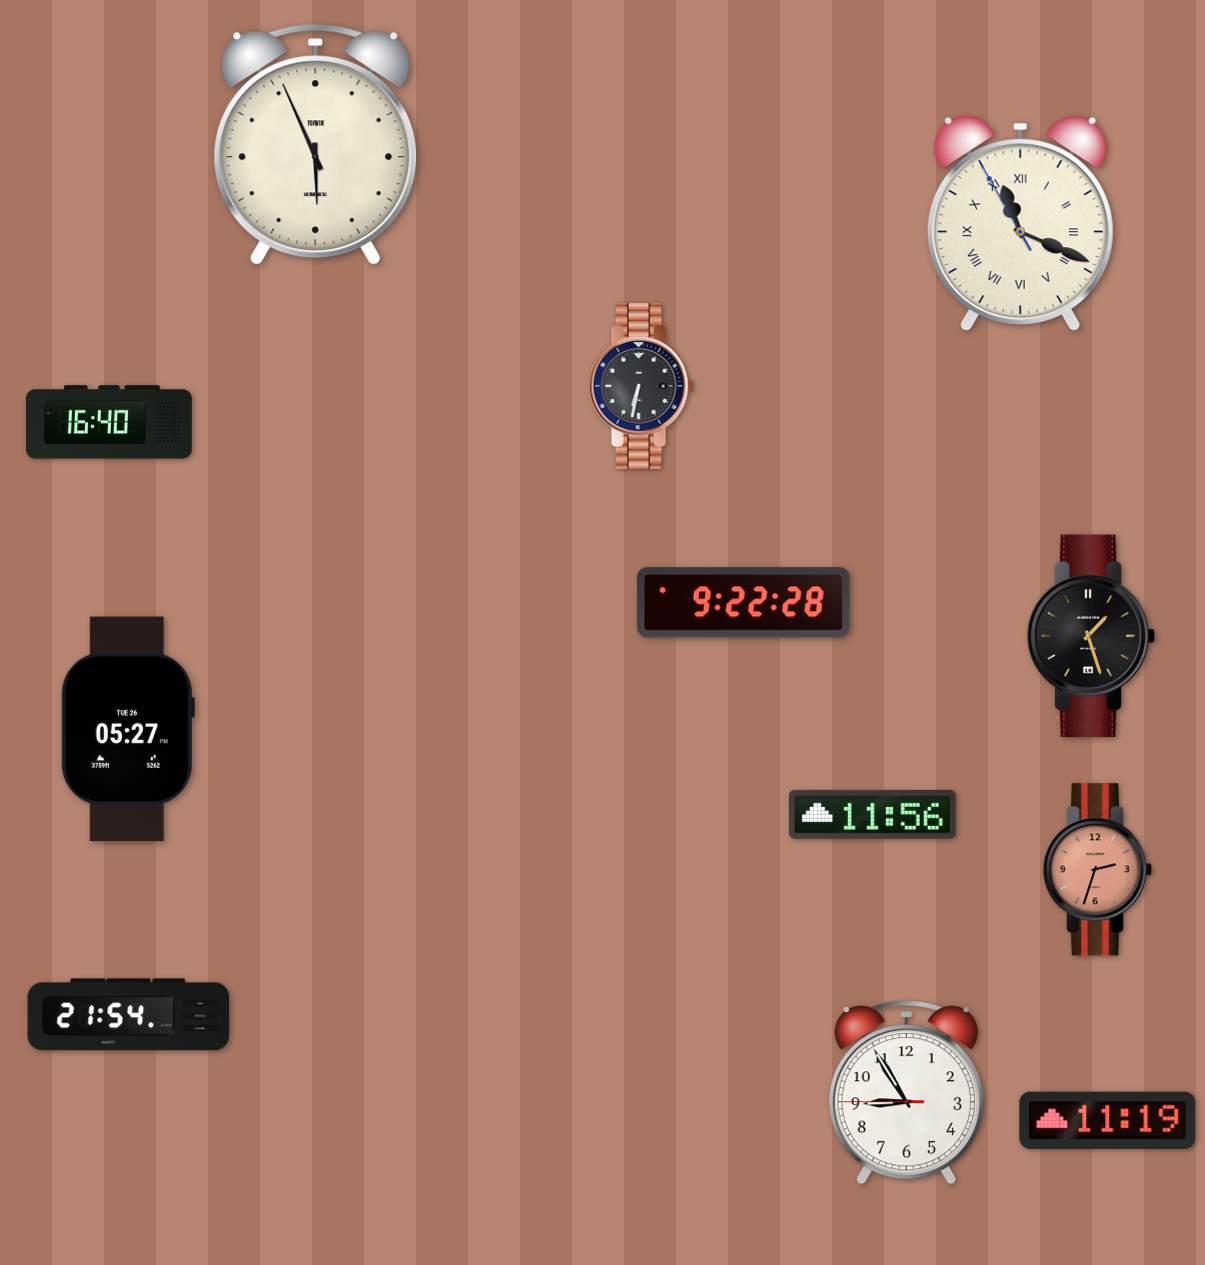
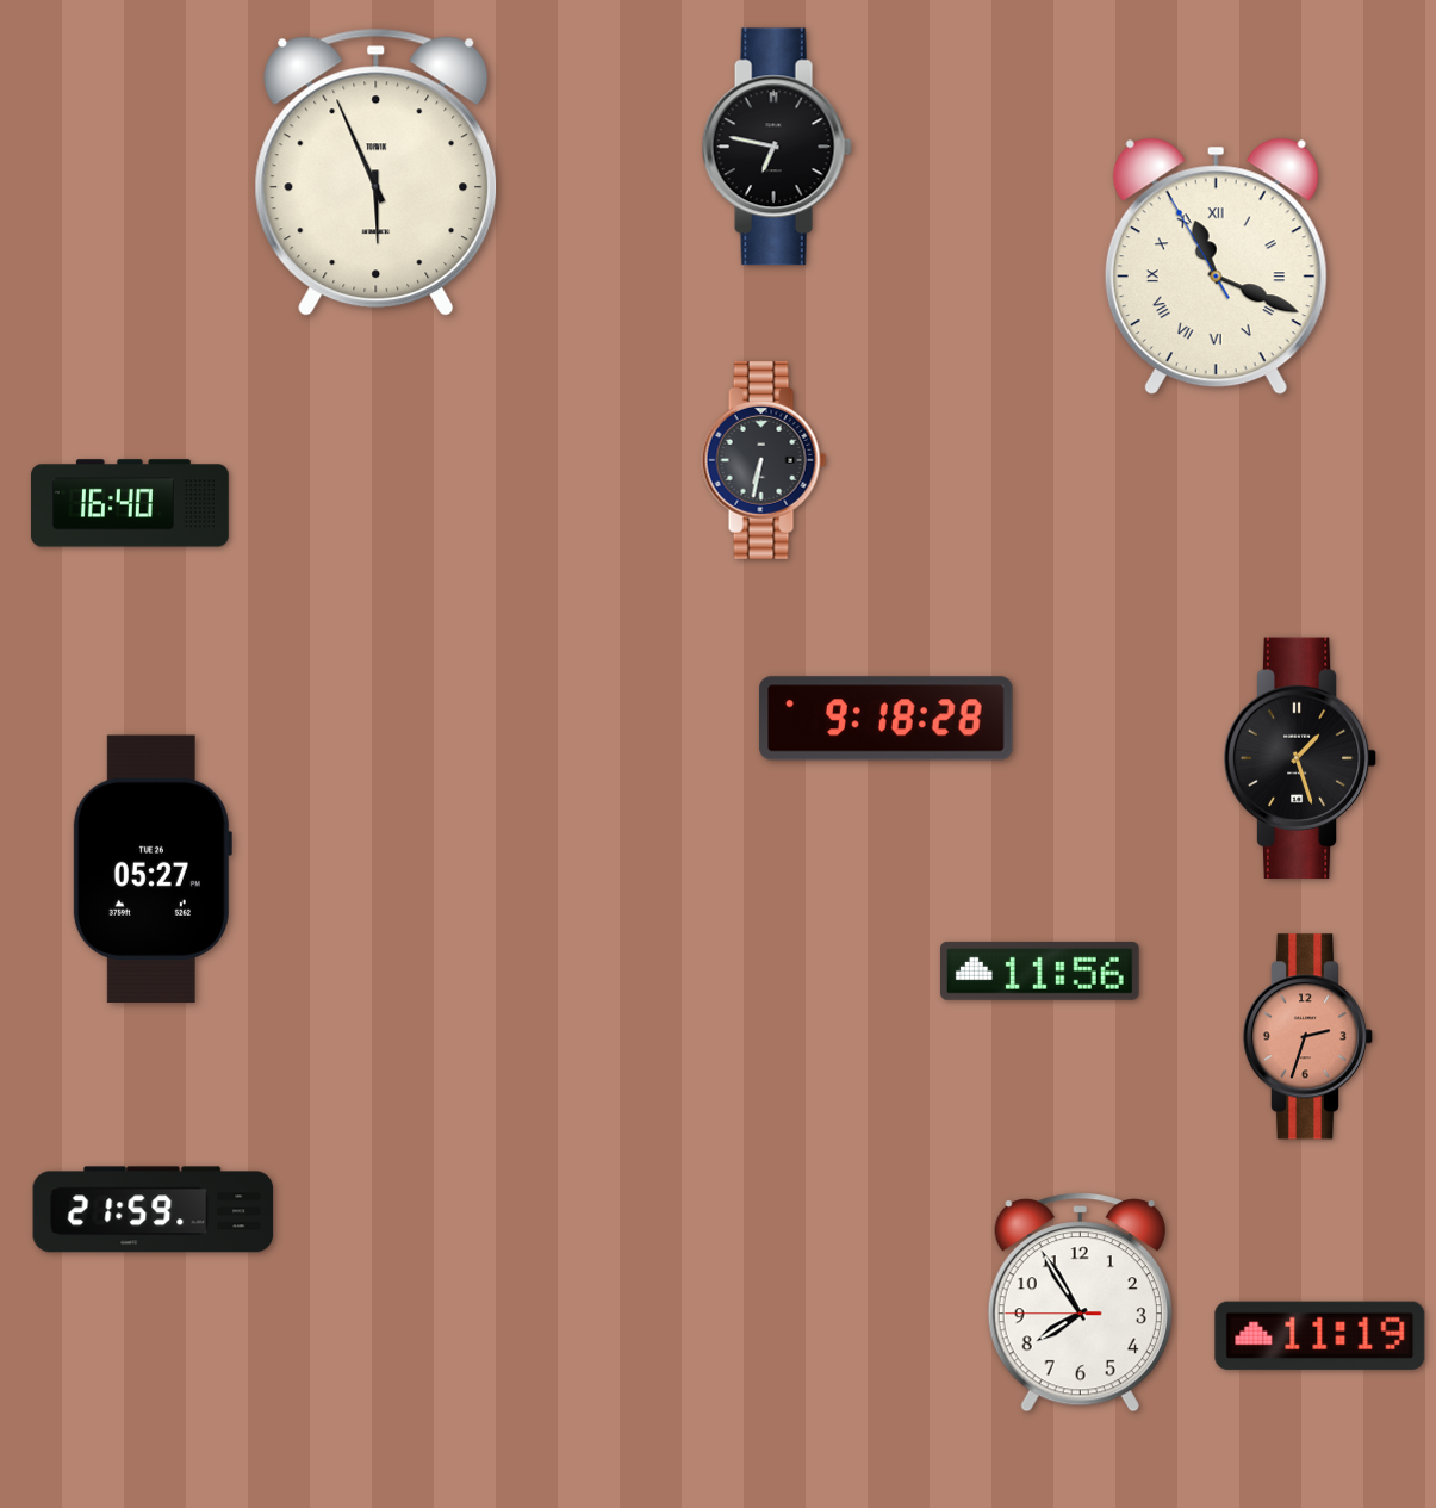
clock at (777, 147): none -> 6:47
clock at (744, 603): 9:22 -> 9:18
clock at (129, 1015): 21:54 -> 21:59
clock at (906, 1093): 8:54 -> 7:54
